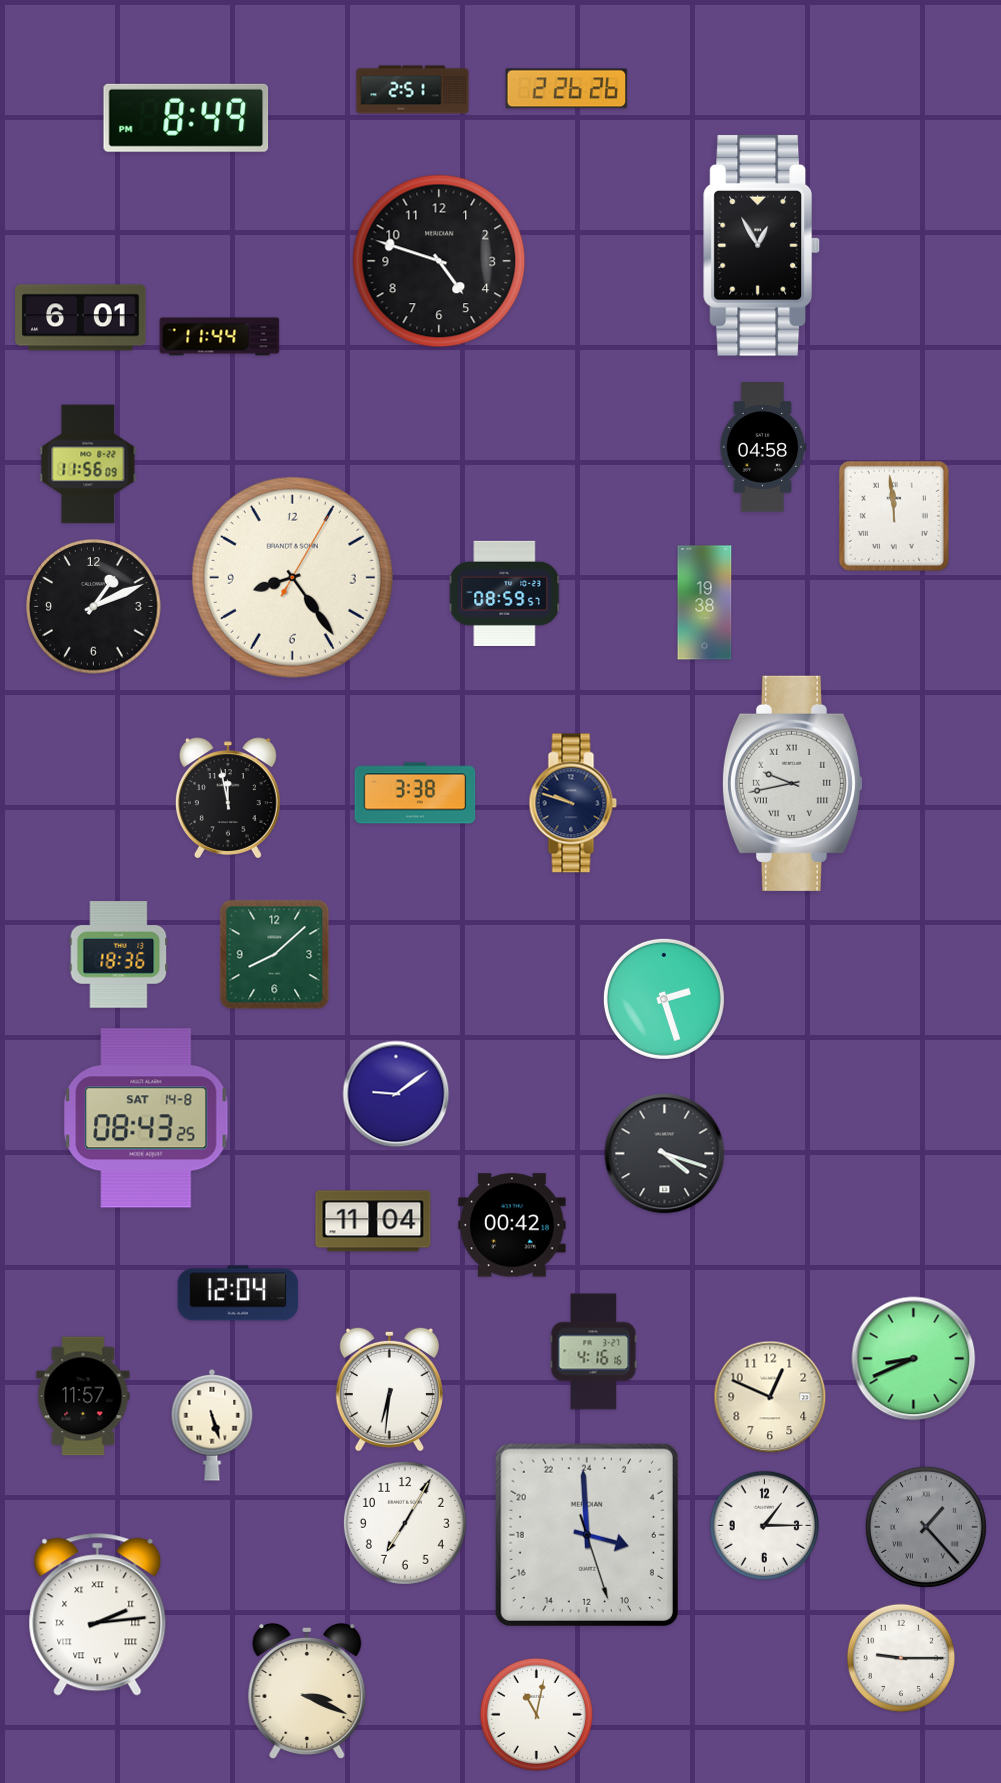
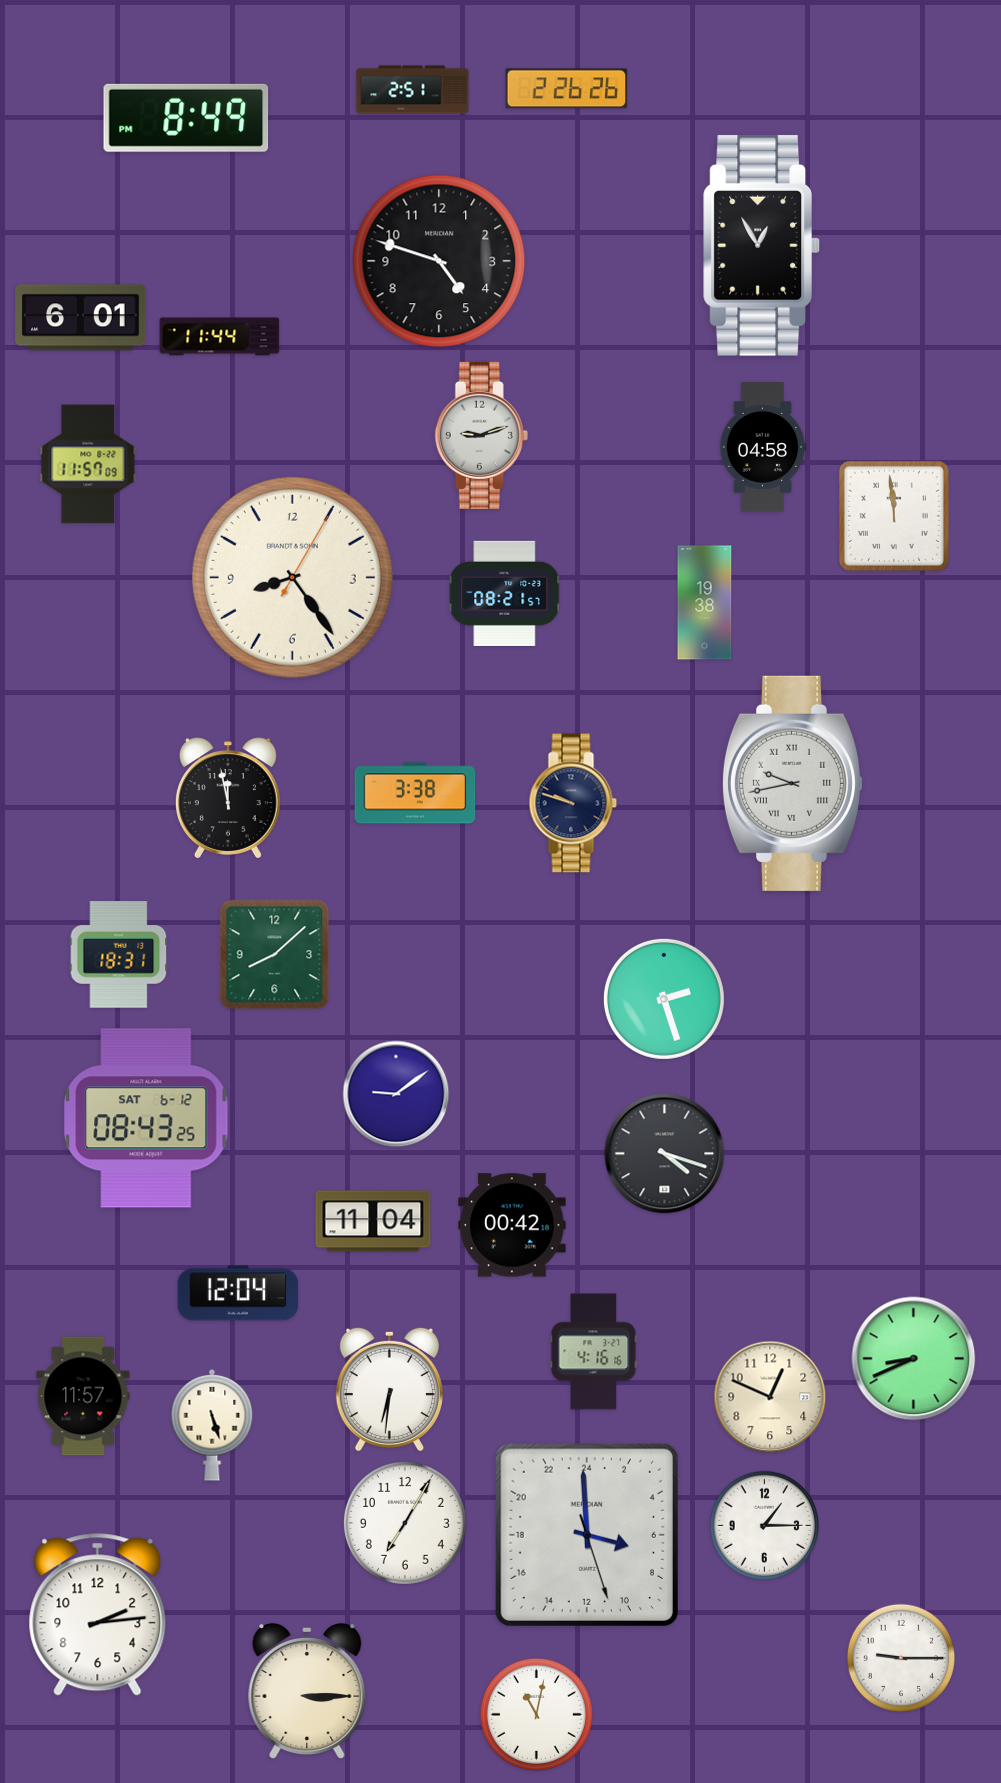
clock at (481, 435): none -> 9:12
clock at (88, 464): 11:56 -> 11:57
clock at (505, 593): 08:59 -> 08:21
clock at (94, 607): 1:11 -> none
clock at (119, 955): 18:36 -> 18:31
clock at (146, 1118) date: SAT 14-8 -> SAT 6-12
clock at (926, 1527): 1:23 -> none
clock at (98, 1615) numerals: Roman -> Arabic
clock at (307, 1691): 3:19 -> 3:15
